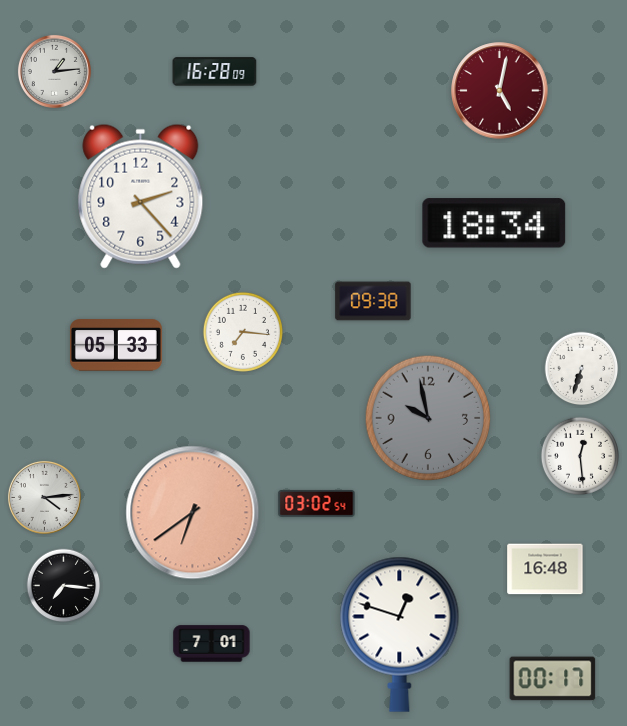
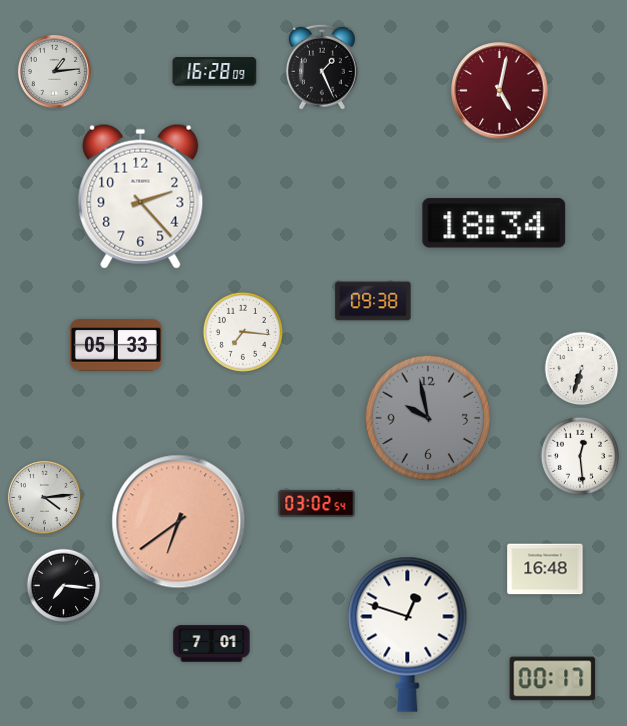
clock at (322, 67): none -> 1:26
clock at (193, 513) position: (193, 513) -> (179, 522)
clock at (400, 634) position: (400, 634) -> (408, 634)
